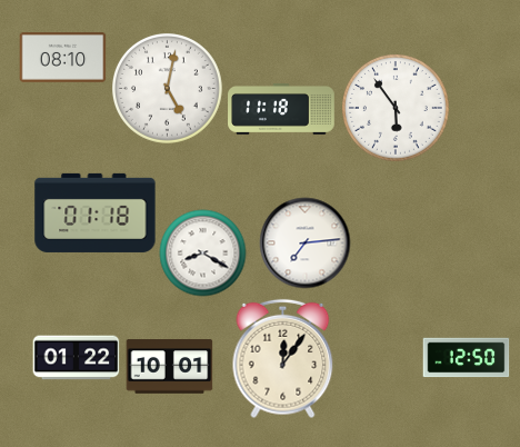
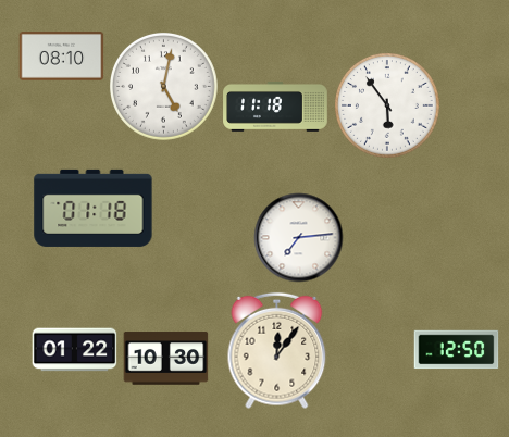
clock at (202, 252): 8:20 -> none
clock at (169, 367): 10:01 -> 10:30
